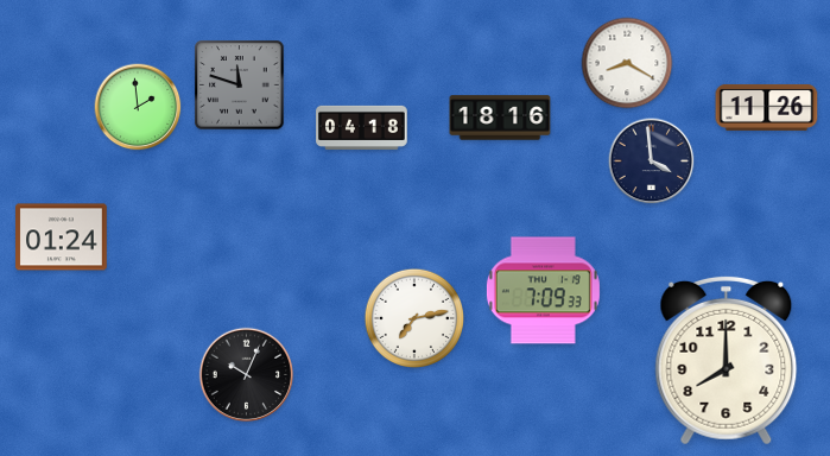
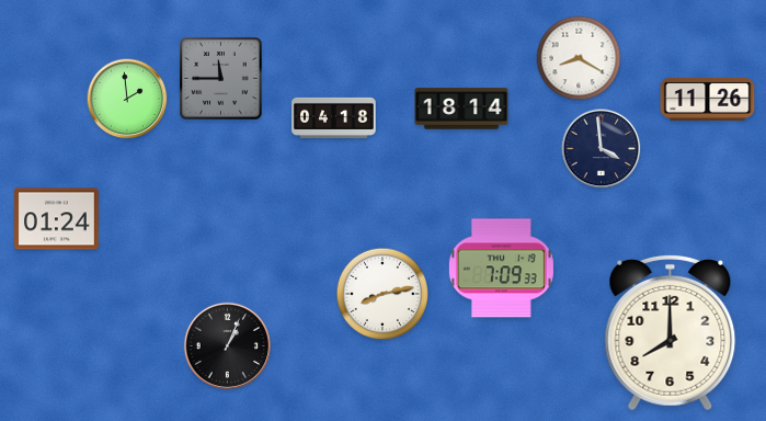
clock at (240, 85): 11:48 -> 11:45
clock at (500, 118): 18:16 -> 18:14
clock at (413, 317): 7:13 -> 8:13
clock at (247, 375): 10:04 -> 1:04
